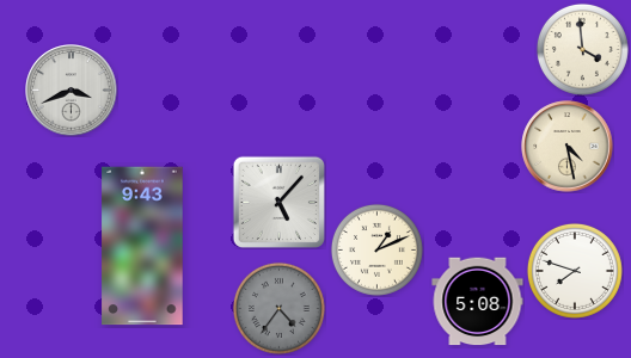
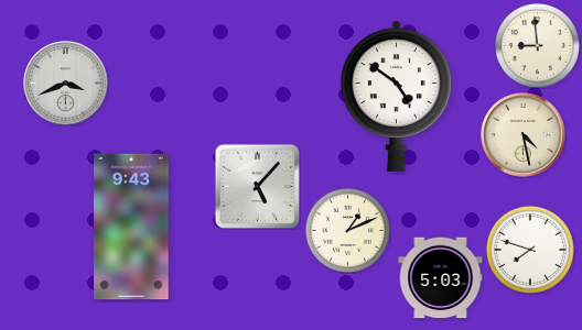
clock at (582, 49): 3:59 -> 8:59
clock at (396, 96): none -> 4:51
clock at (478, 302): 5:08 -> 5:03
clock at (278, 308): 4:36 -> none
